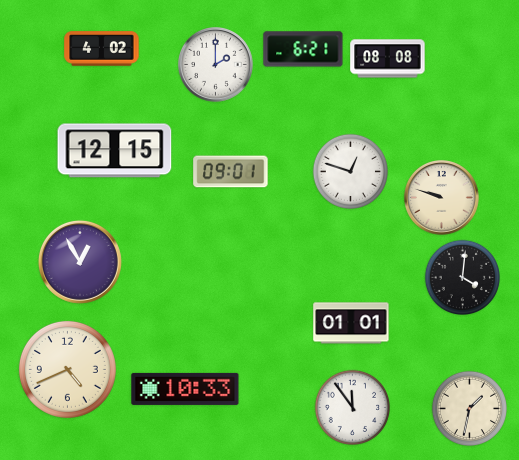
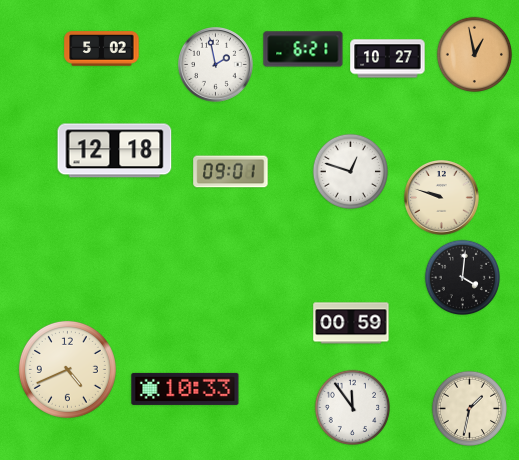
clock at (102, 49): 4:02 -> 5:02
clock at (474, 54): none -> 12:58
clock at (388, 59): 08:08 -> 10:27
clock at (216, 65): 2:00 -> 1:58
clock at (115, 151): 12:15 -> 12:18
clock at (80, 262): 12:55 -> none
clock at (351, 323): 01:01 -> 00:59
